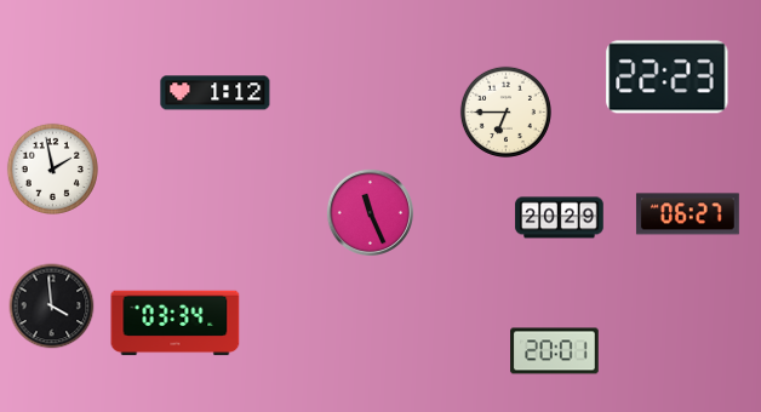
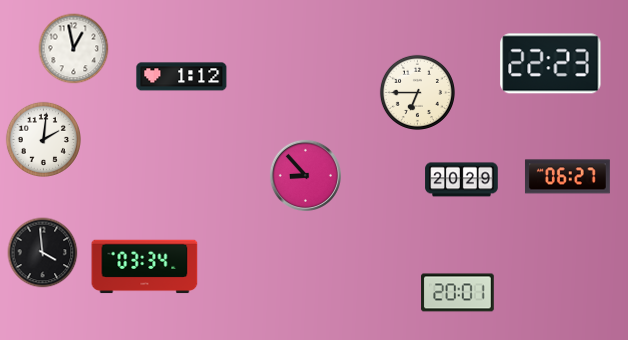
clock at (74, 49): none -> 12:58
clock at (216, 93) position: (216, 93) -> (182, 77)
clock at (52, 168): 1:58 -> 2:01
clock at (370, 212): 11:26 -> 8:53
clock at (555, 351) position: (555, 351) -> (458, 293)
